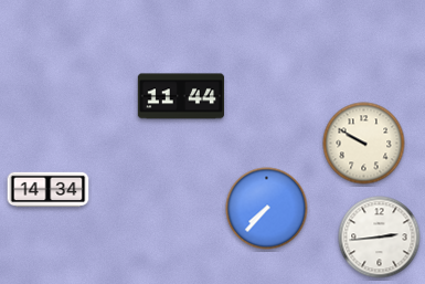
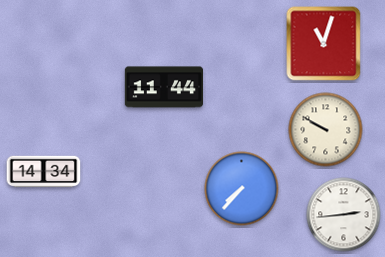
clock at (324, 44): none -> 11:03
clock at (364, 144) position: (364, 144) -> (326, 130)
